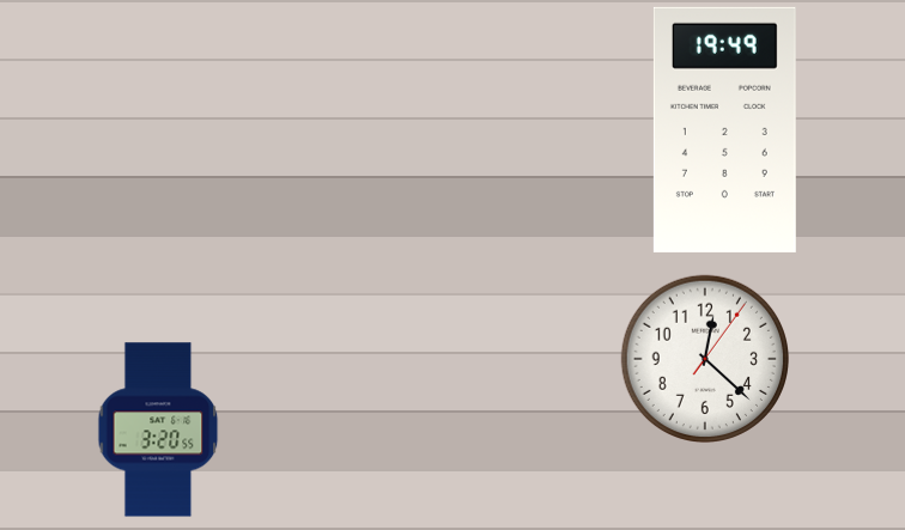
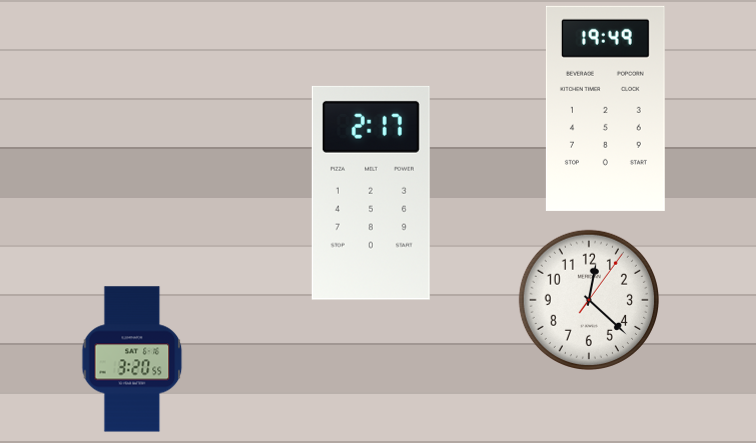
clock at (371, 193): none -> 2:17
